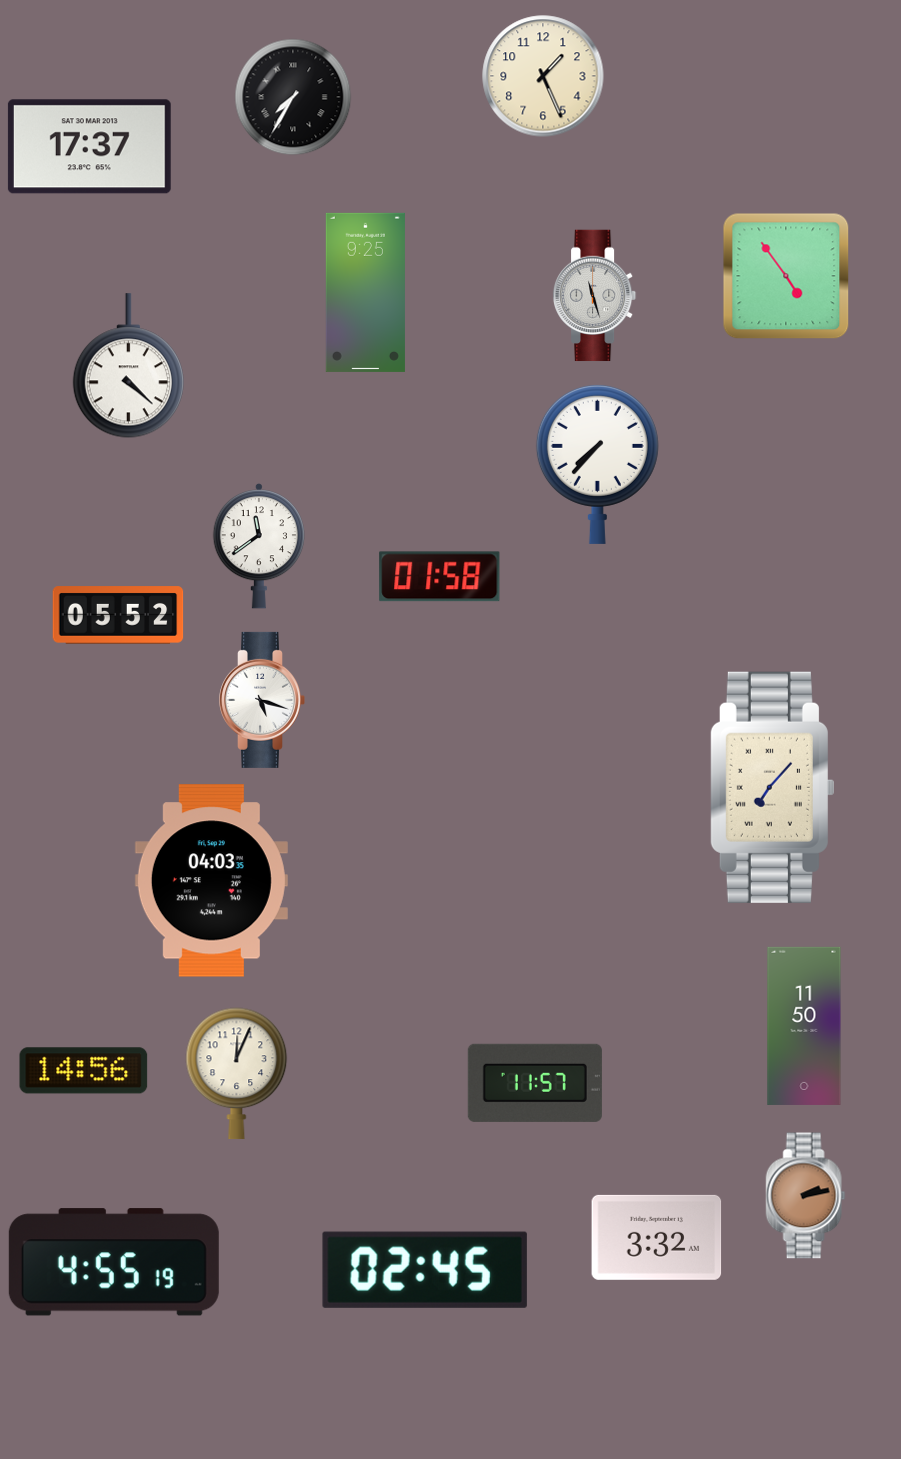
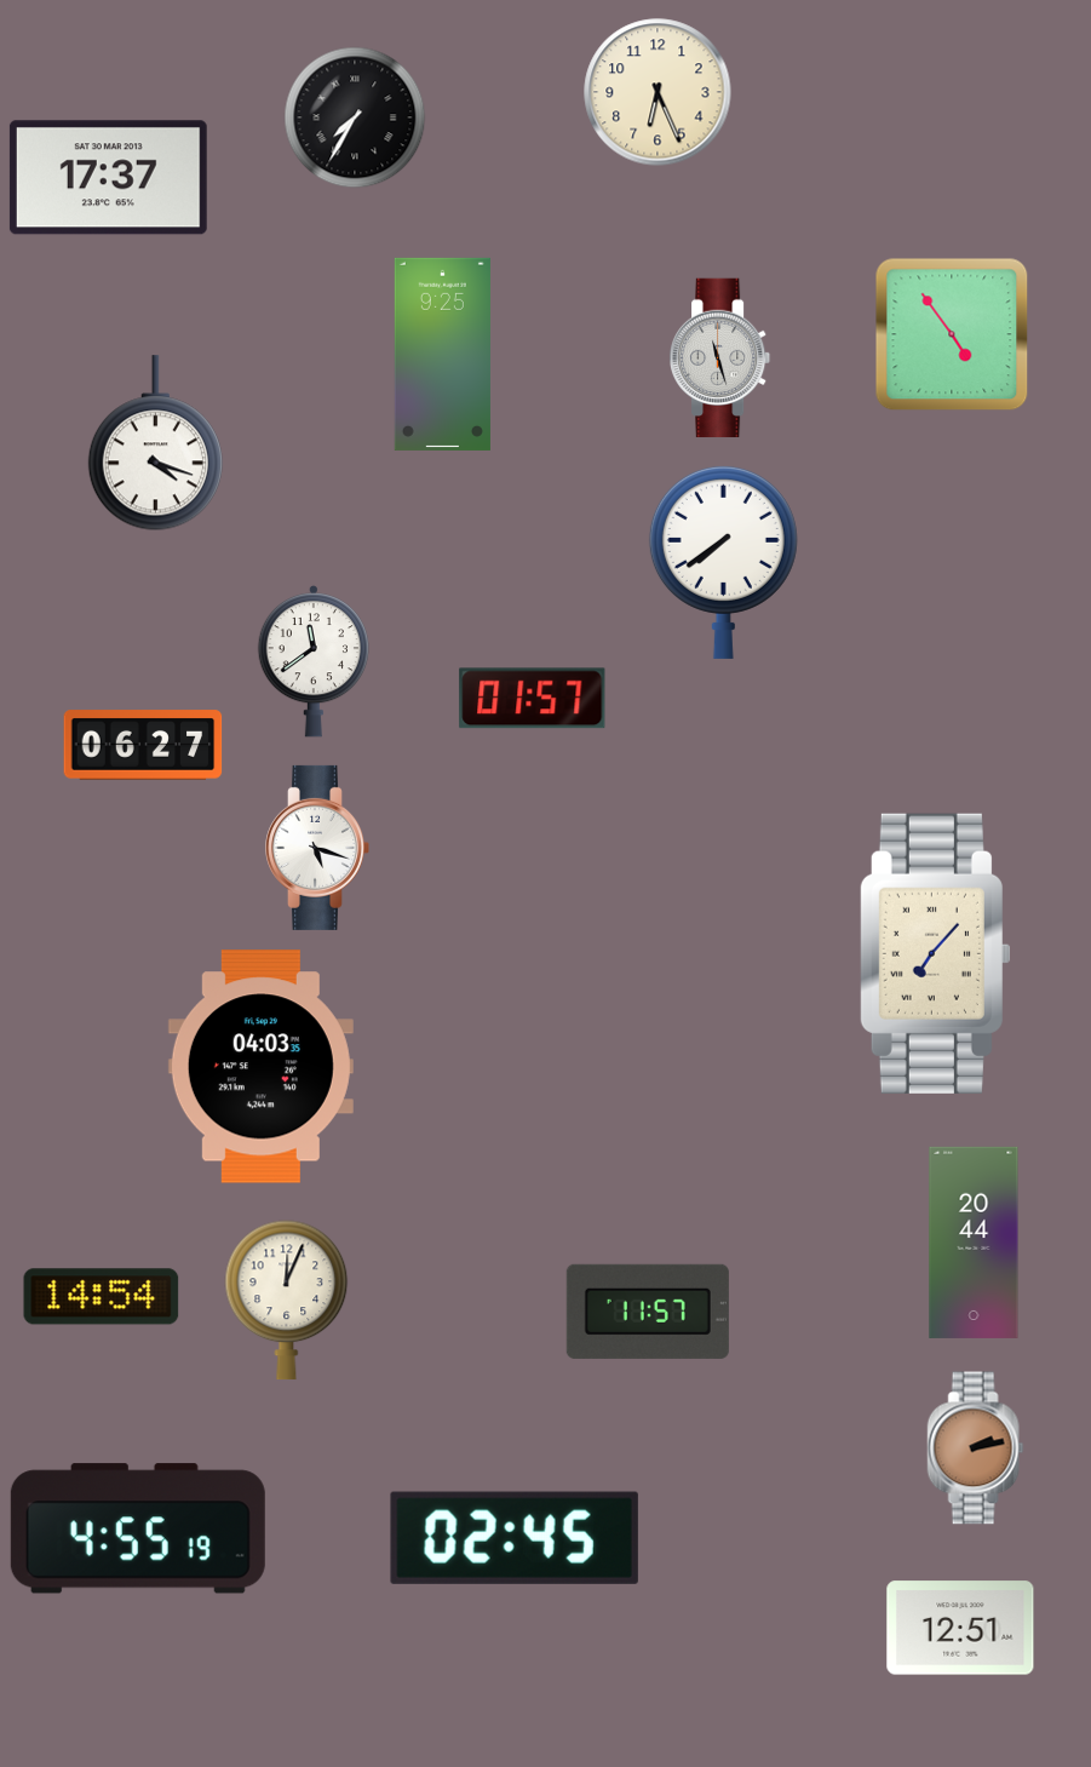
clock at (543, 76): 1:26 -> 6:26
clock at (128, 366): 4:22 -> 4:18
clock at (597, 464): 7:37 -> 7:39
clock at (440, 577): 01:58 -> 01:57
clock at (118, 615): 05:52 -> 06:27
clock at (211, 881) position: (211, 881) -> (260, 1067)
clock at (804, 1026): 11:50 -> 20:44
clock at (84, 1071): 14:56 -> 14:54
clock at (657, 1237): 3:32 -> none
clock at (960, 1628): none -> 12:51
